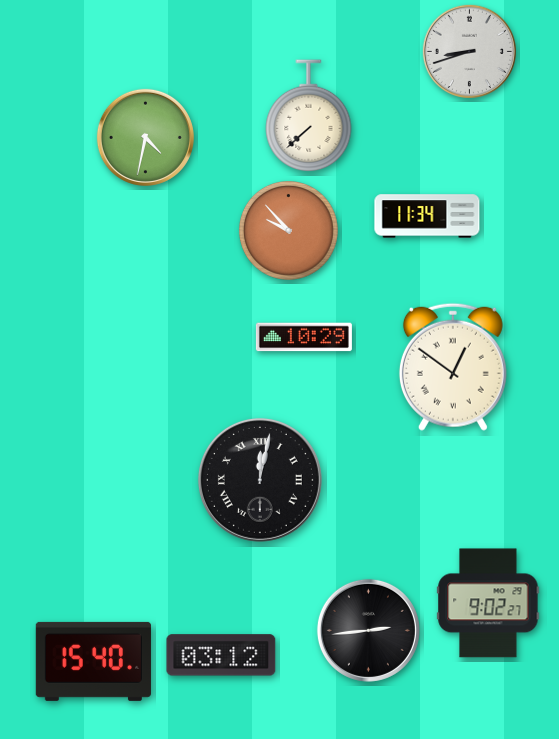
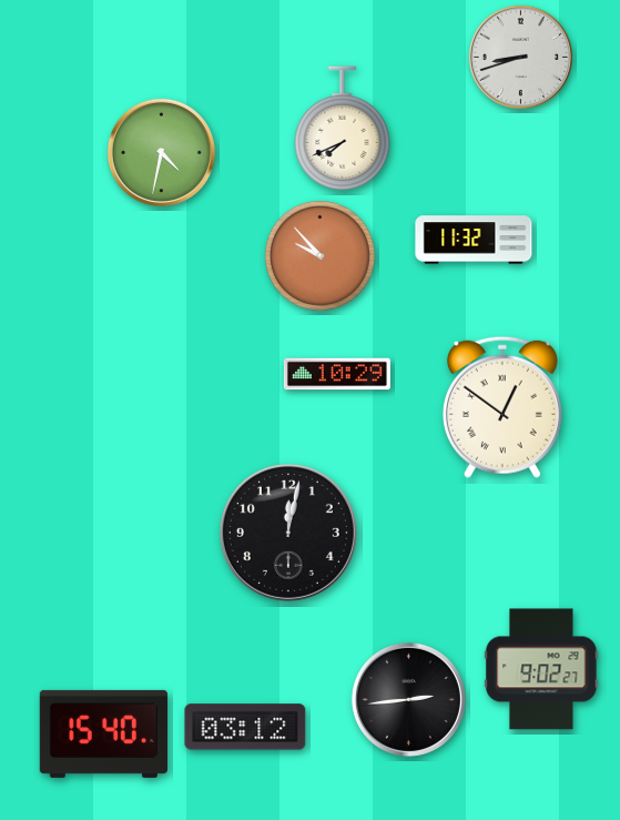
clock at (309, 116): 7:38 -> 7:41
clock at (427, 216): 11:34 -> 11:32
clock at (260, 480) numerals: Roman -> Arabic
